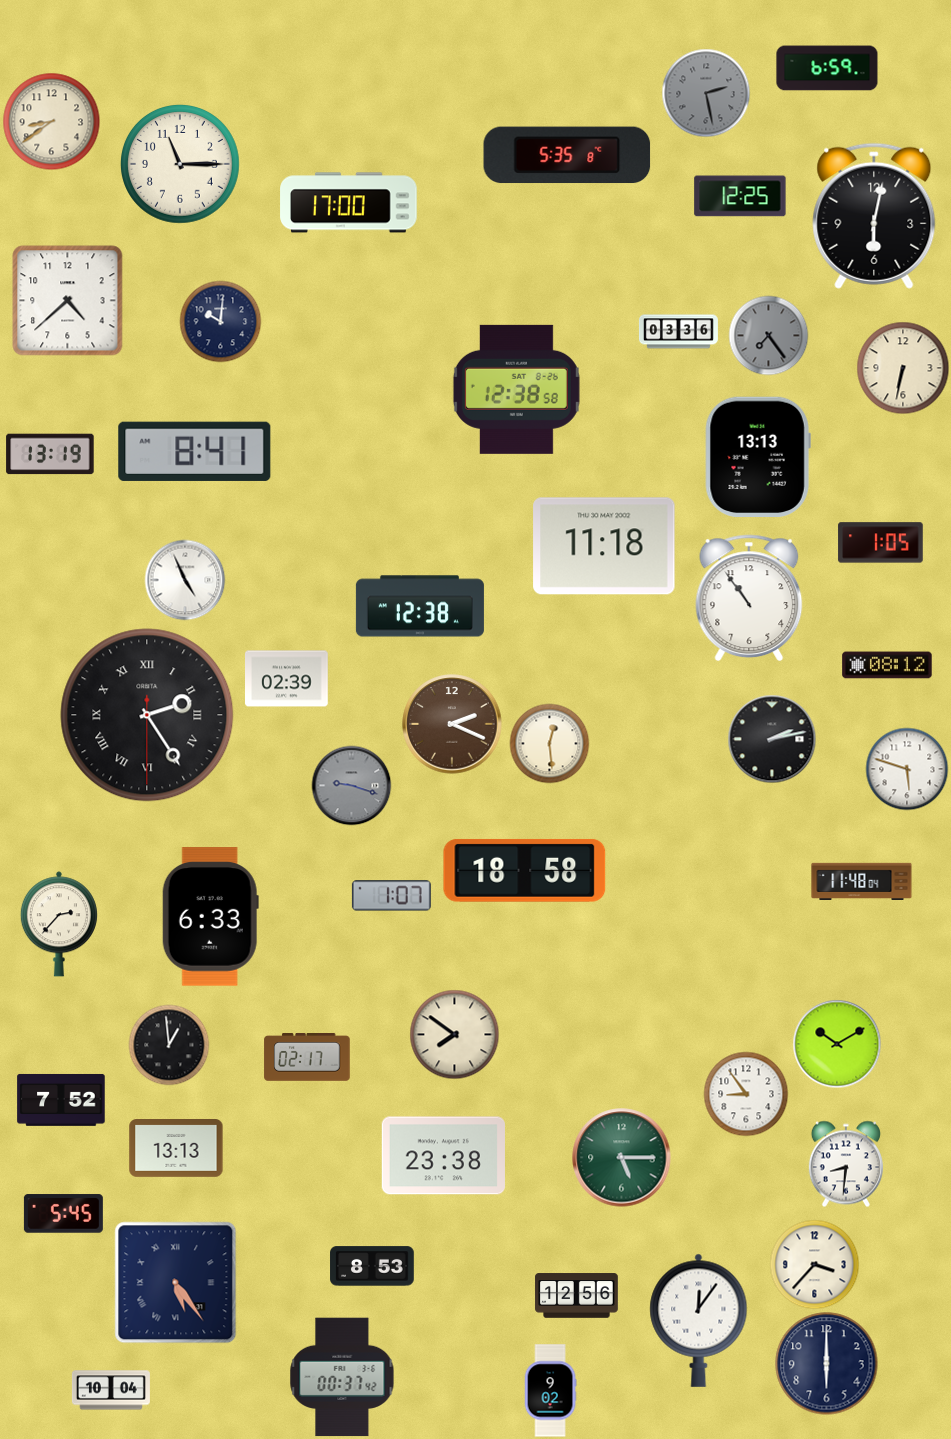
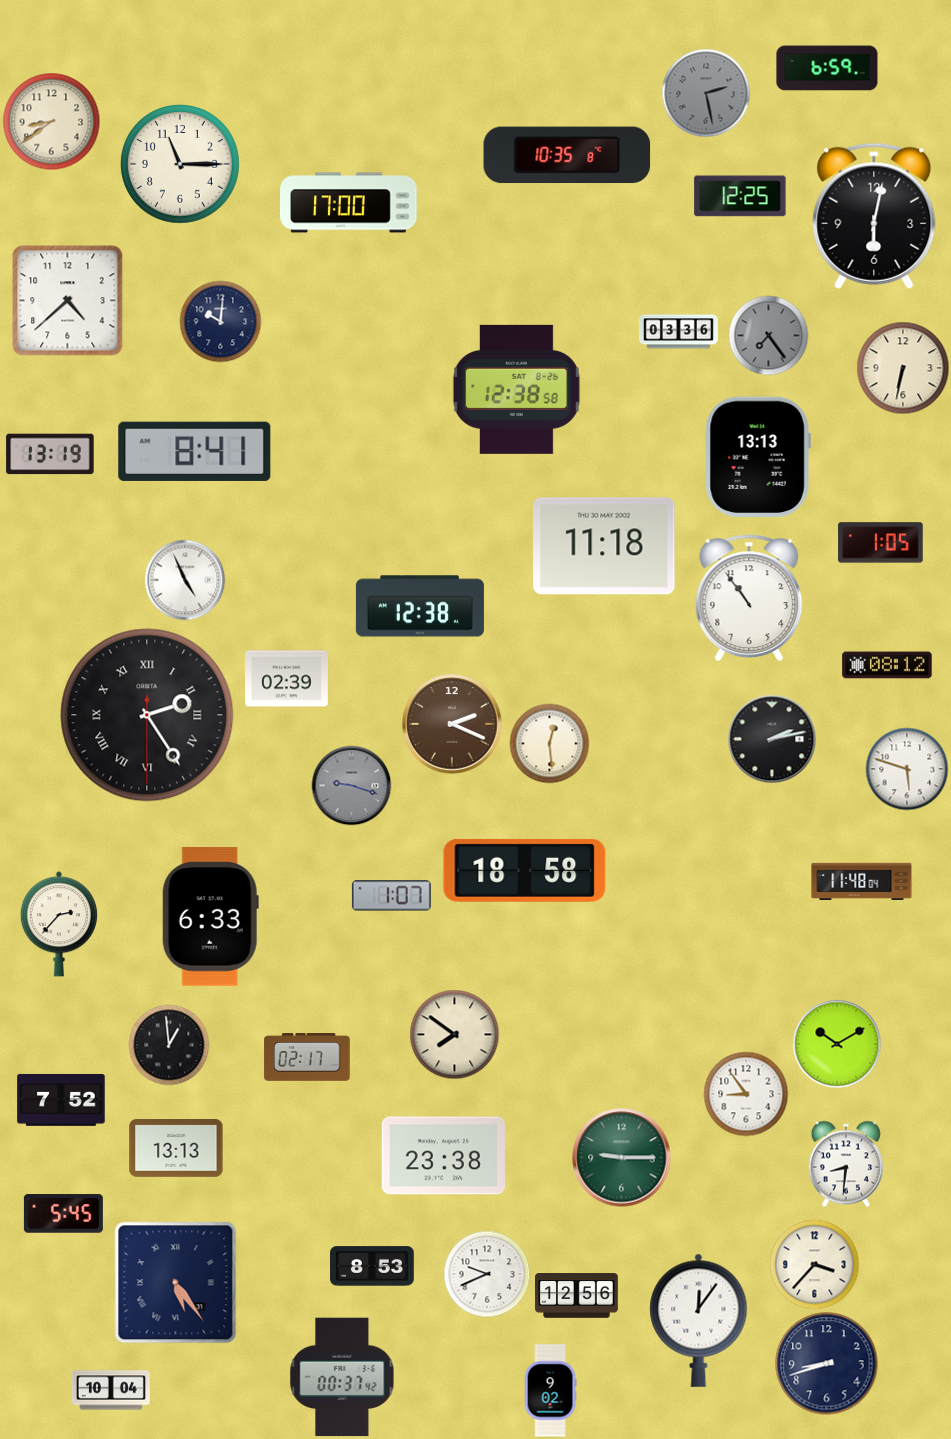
clock at (567, 155): 5:35 -> 10:35
clock at (622, 1158): 5:15 -> 9:15
clock at (487, 1274): none -> 9:41
clock at (827, 1364): 6:00 -> 8:42
